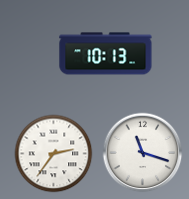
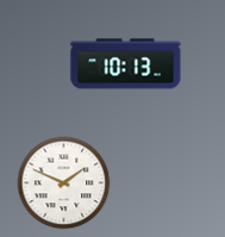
clock at (142, 152): 11:18 -> none
clock at (53, 153): 2:36 -> 1:49
